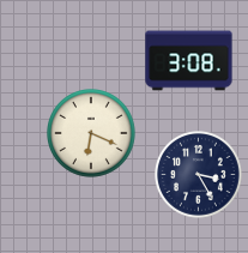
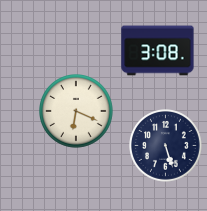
clock at (199, 175): 3:25 -> 5:27
